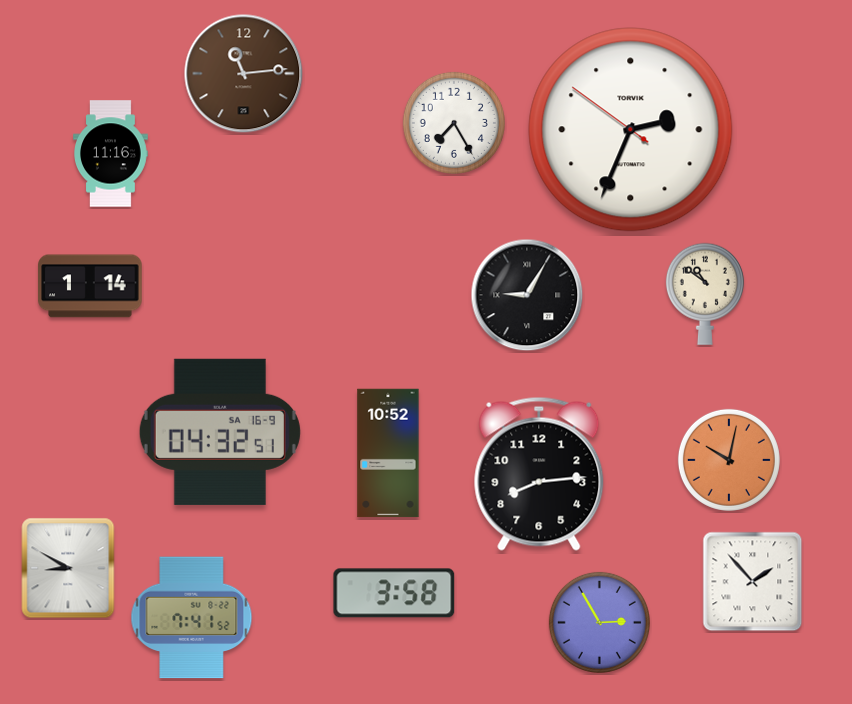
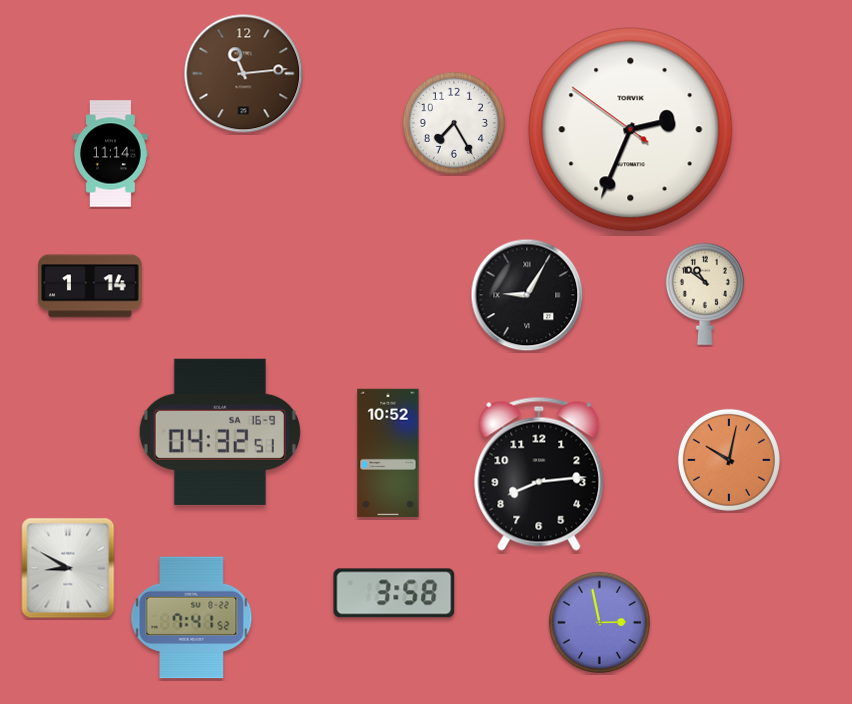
clock at (111, 154): 11:16 -> 11:14
clock at (753, 582): 1:53 -> none
clock at (599, 622): 2:55 -> 2:58
